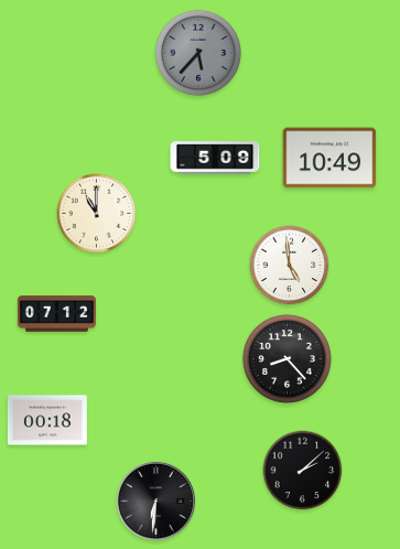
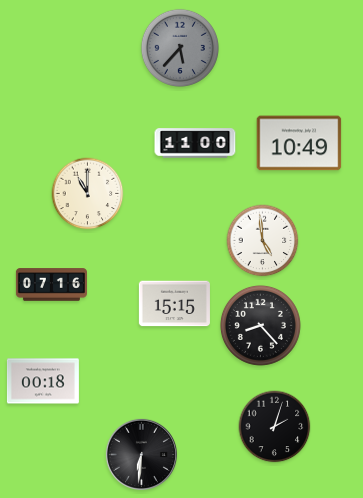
clock at (215, 158): 5:09 -> 11:00
clock at (56, 314): 07:12 -> 07:16
clock at (174, 304): none -> 15:15
clock at (303, 471): 2:08 -> 2:03
